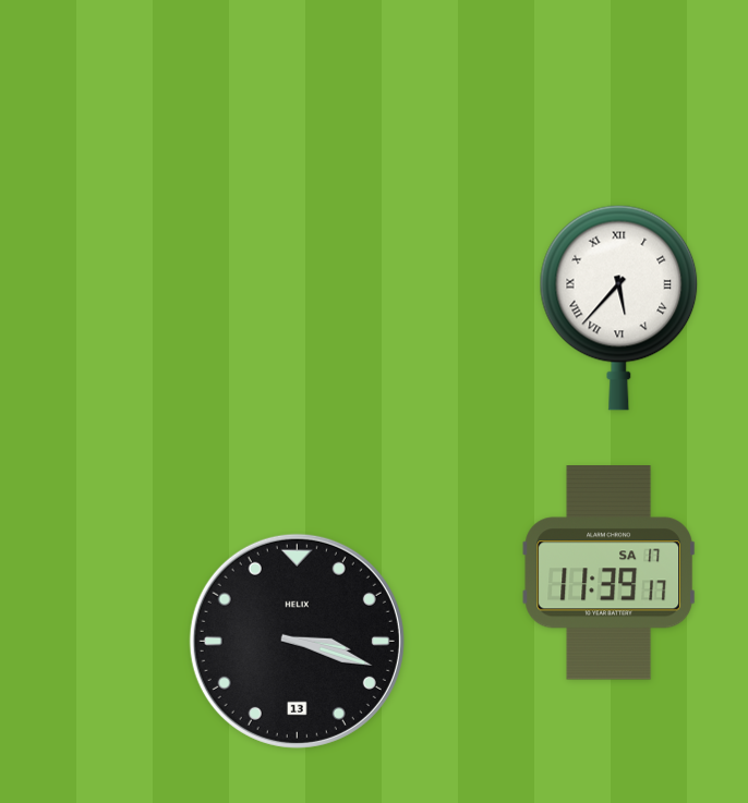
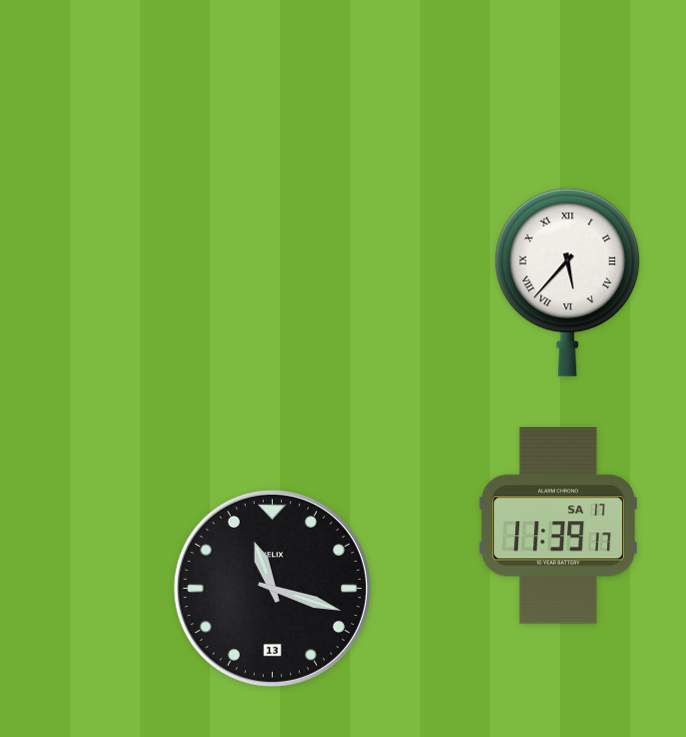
clock at (297, 641): 3:18 -> 11:18
